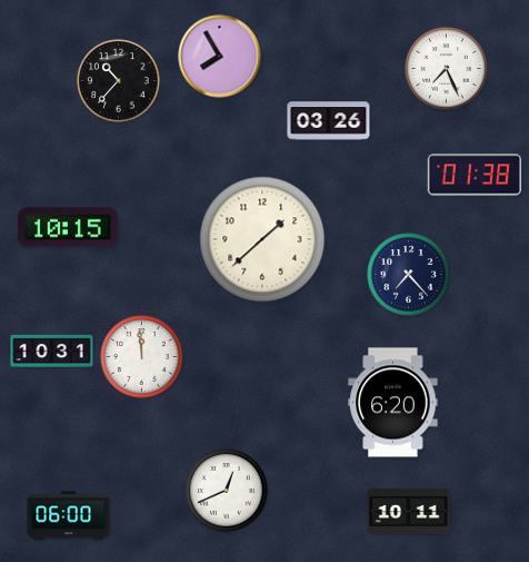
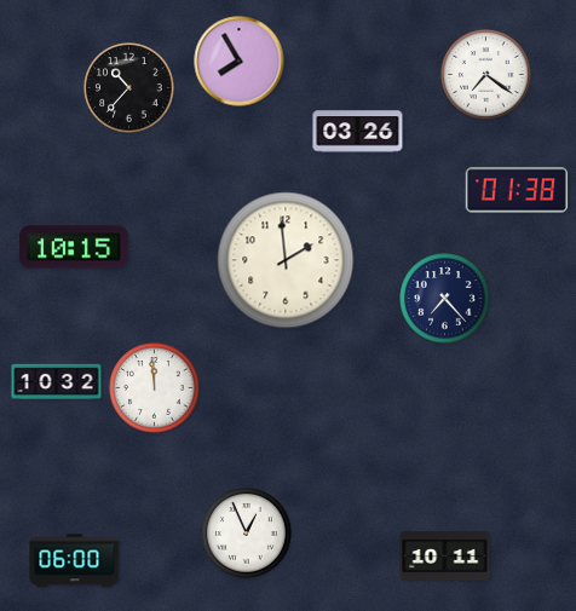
clock at (447, 69): 7:26 -> 7:21
clock at (262, 239): 1:38 -> 1:59
clock at (52, 351): 10:31 -> 10:32
clock at (393, 403): 6:20 -> none
clock at (227, 491): 12:41 -> 12:56
